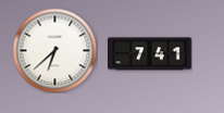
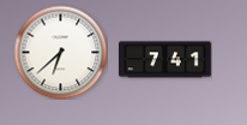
clock at (54, 50) position: (54, 50) -> (60, 52)
